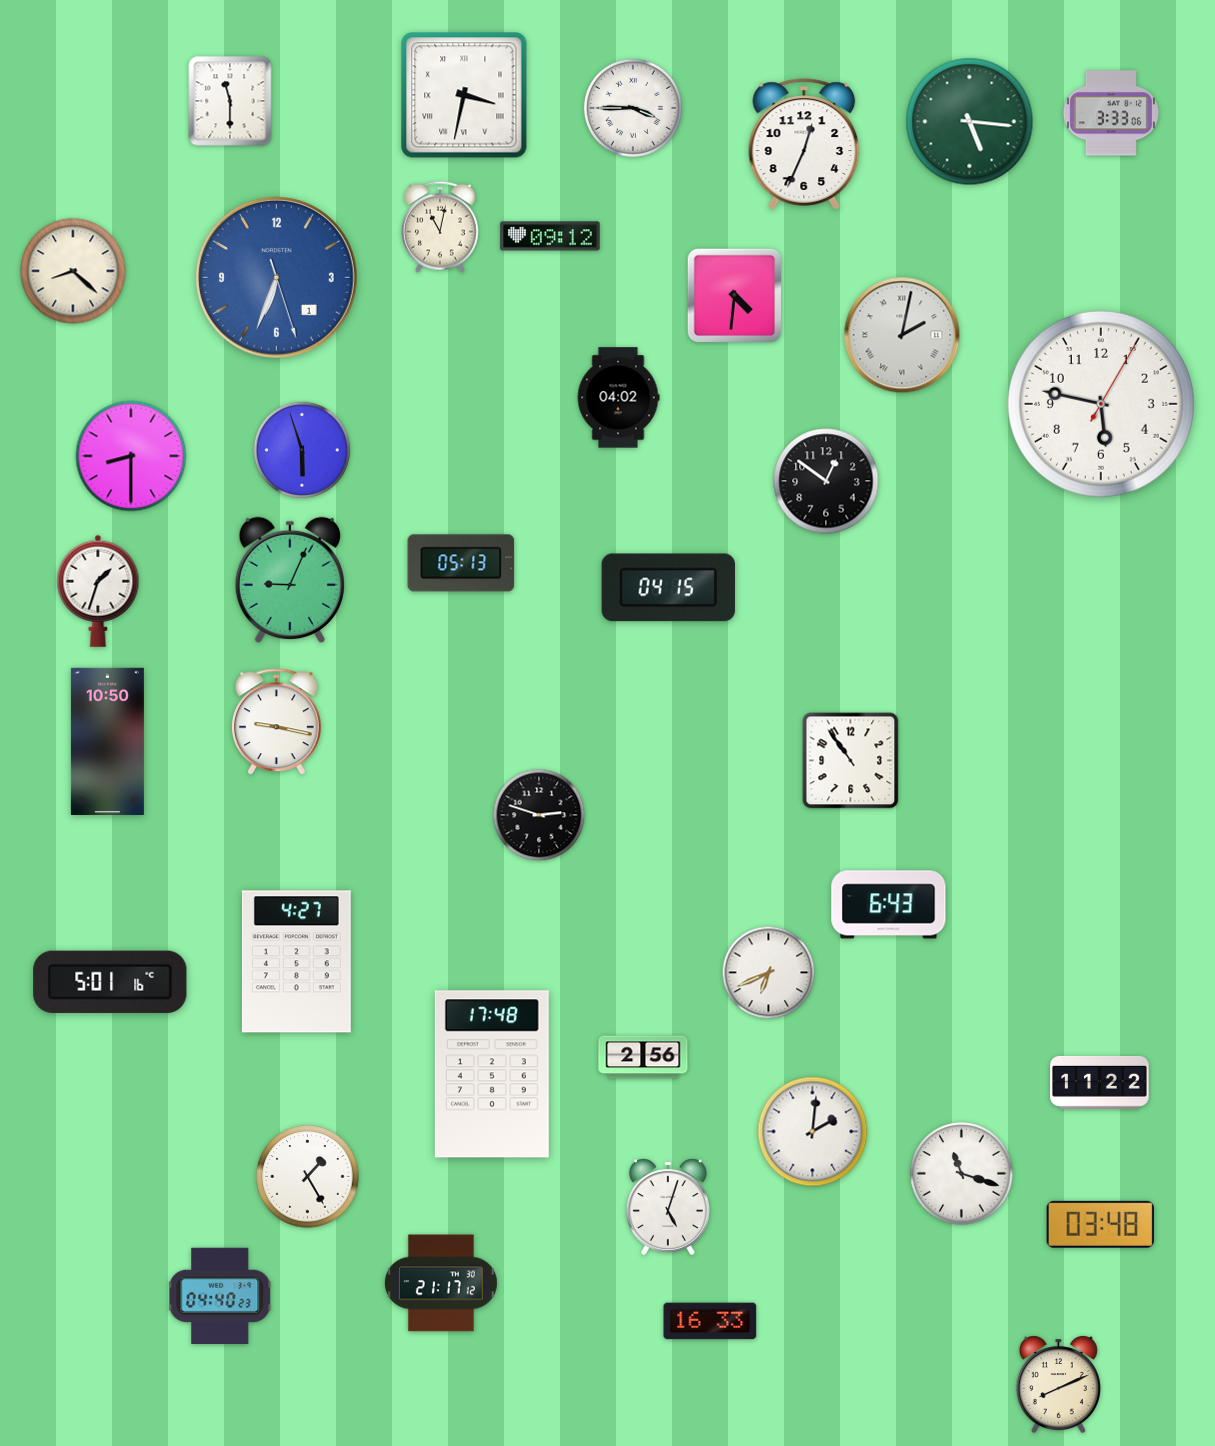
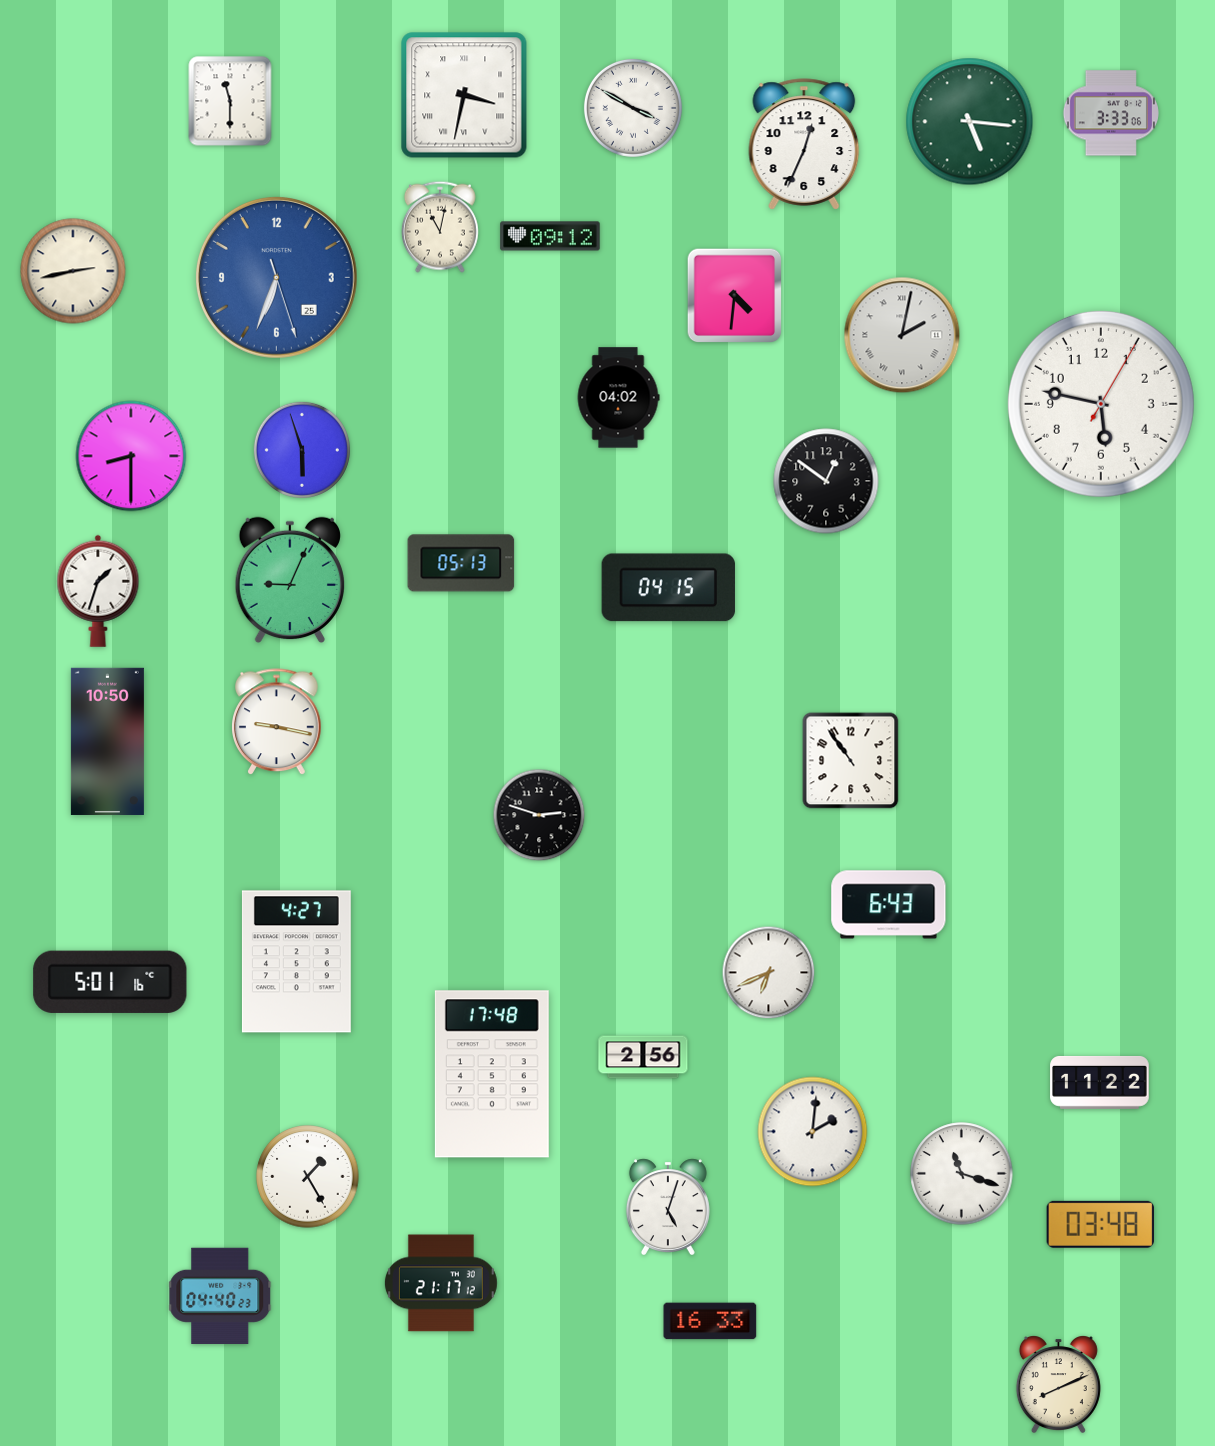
clock at (633, 108): 3:45 -> 3:50
clock at (73, 271): 8:22 -> 2:43
clock at (276, 277) date: 1 -> 25
